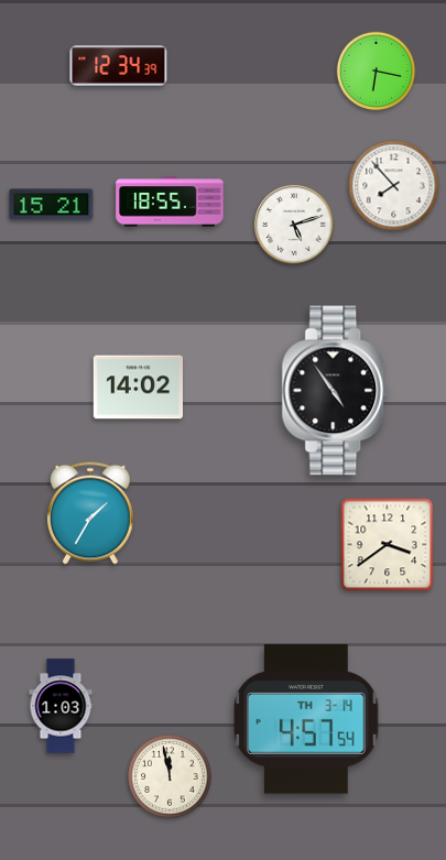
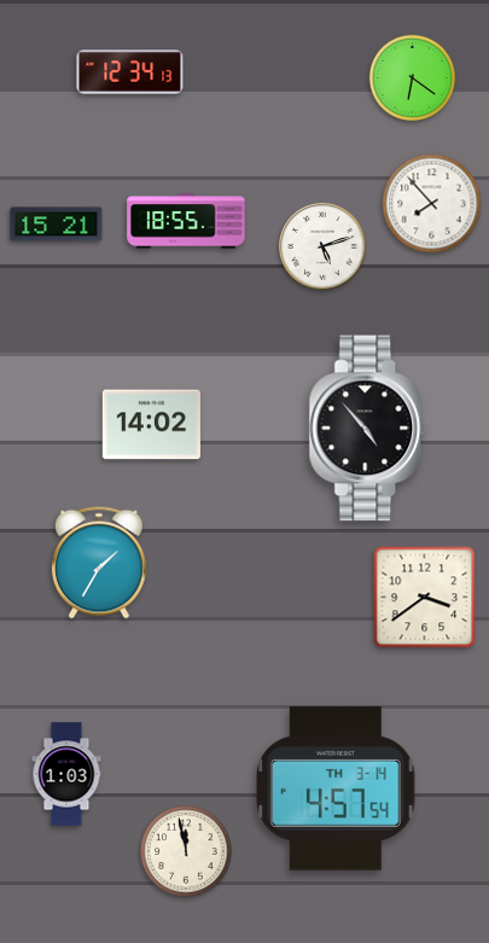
clock at (119, 66): 12:34:39 -> 12:34:13
clock at (377, 72): 6:17 -> 6:21
clock at (336, 391): 4:54 -> 4:53
